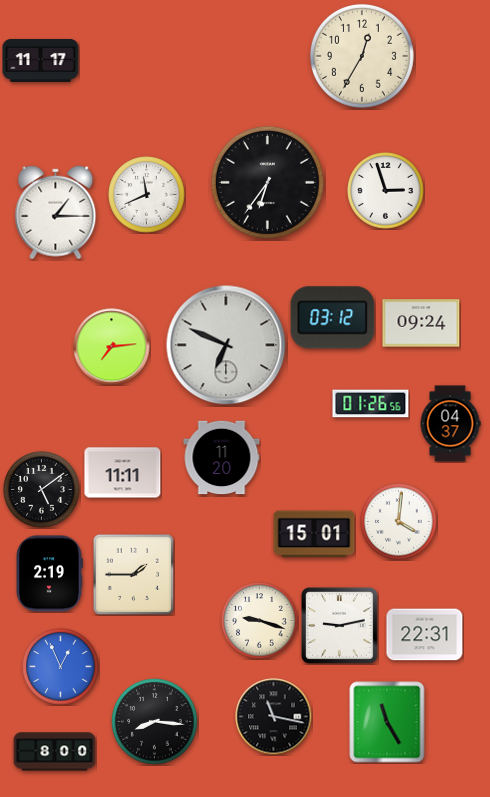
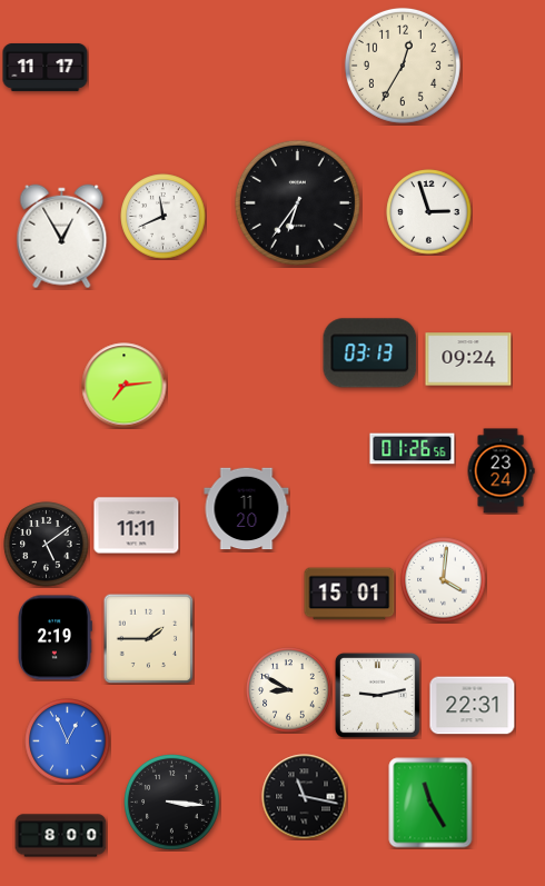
clock at (362, 56) position: (362, 56) -> (403, 66)
clock at (56, 213): 1:15 -> 12:55
clock at (333, 318): 03:12 -> 03:13
clock at (226, 345): 6:49 -> none
clock at (450, 424): 04:37 -> 23:24
clock at (260, 621): 9:18 -> 8:50
clock at (155, 722): 8:16 -> 3:16
